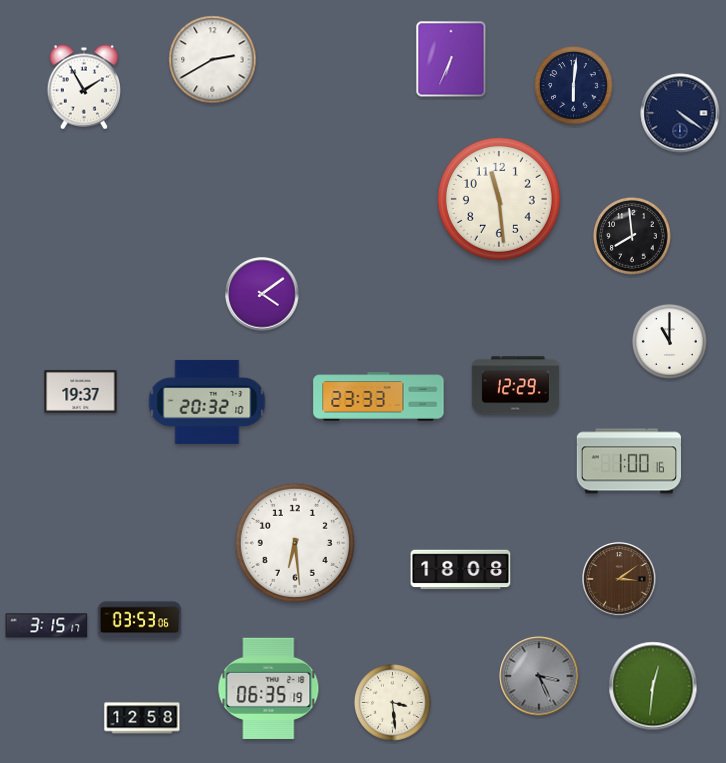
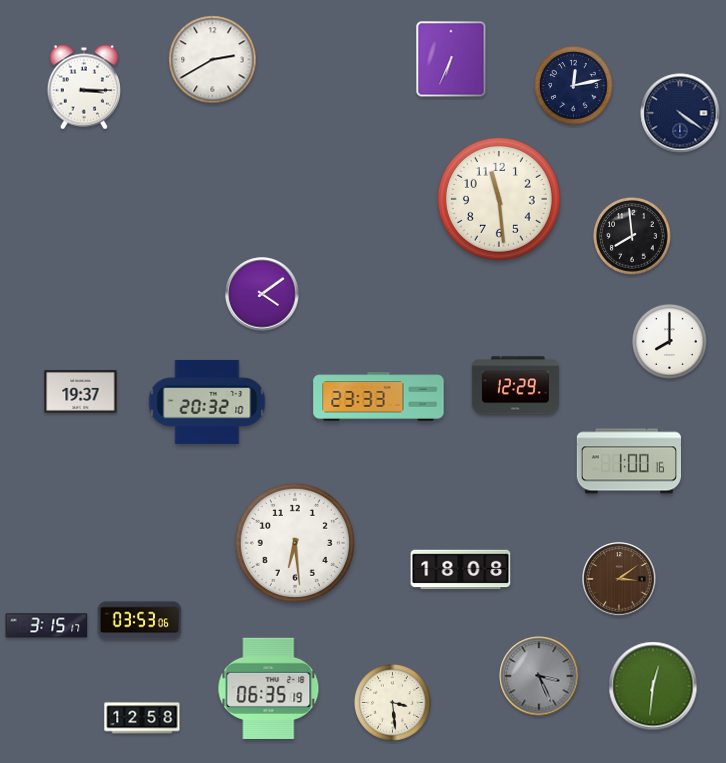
clock at (574, 86): 6:01 -> 12:13
clock at (83, 87): 1:55 -> 3:15
clock at (669, 341): 11:00 -> 8:00
